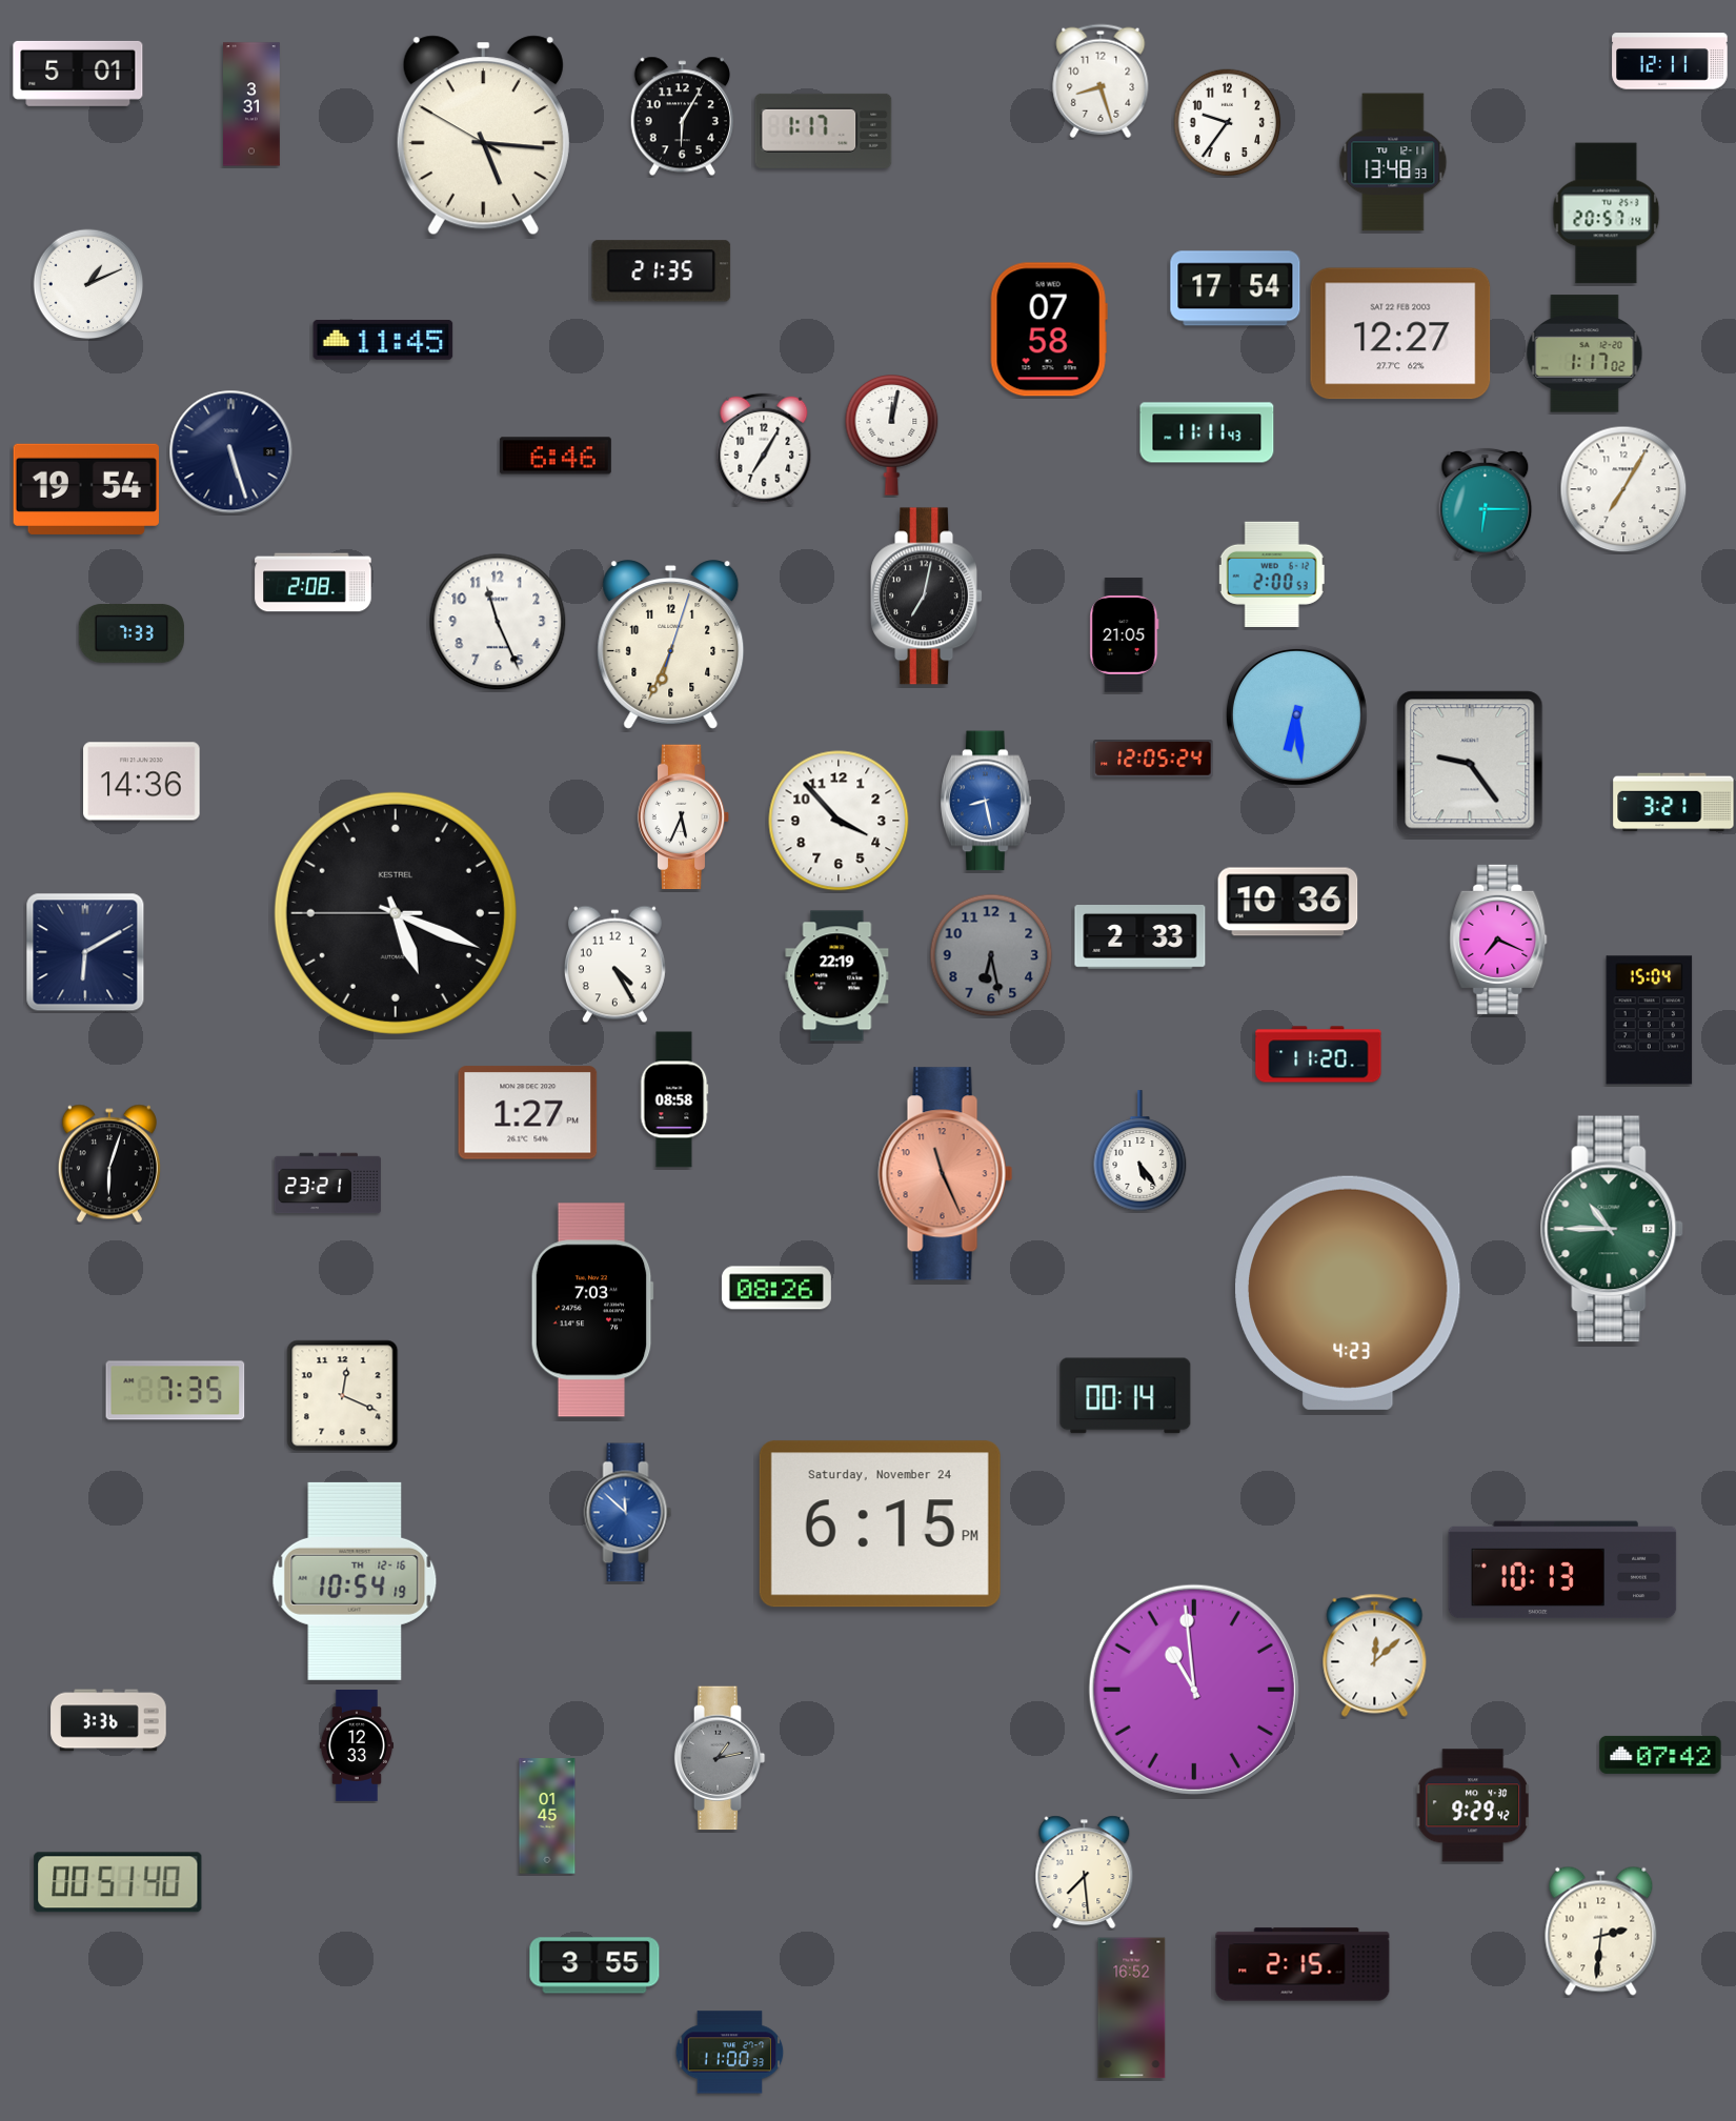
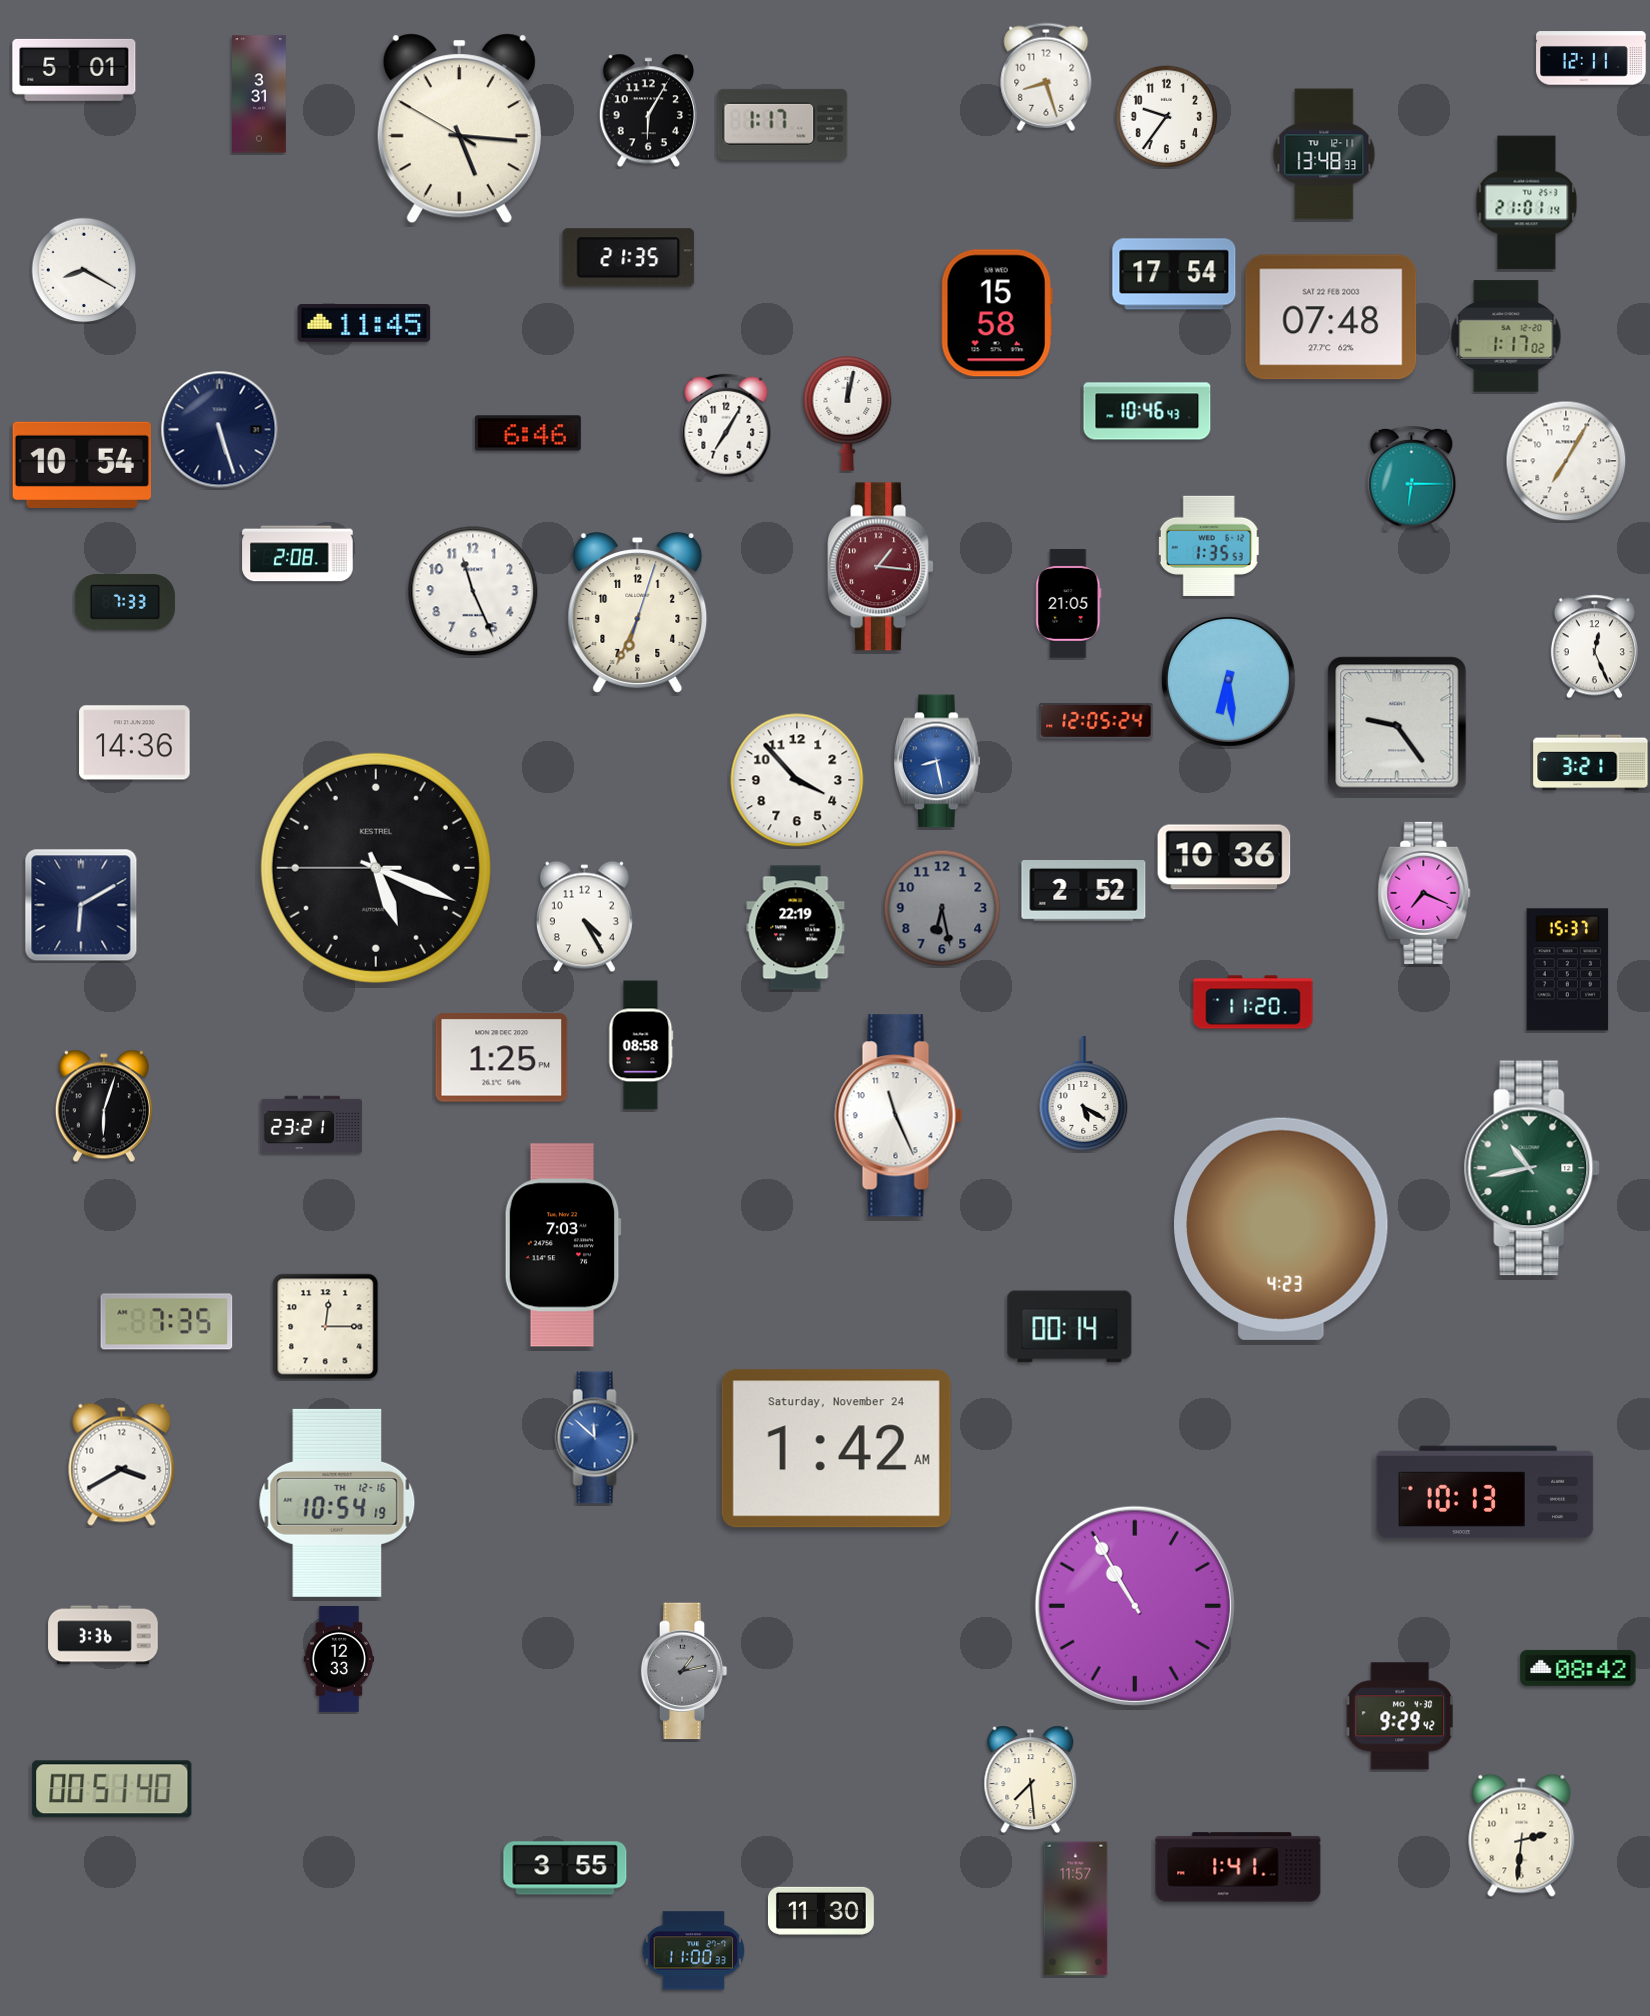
clock at (1670, 61) position: (1670, 61) -> (1591, 58)
clock at (253, 104) position: (253, 104) -> (260, 94)
clock at (1607, 214): 20:57 -> 21:01
clock at (88, 284): 1:11 -> 8:20
clock at (1049, 329): 07:58 -> 15:58
clock at (1400, 334): 12:27 -> 07:48
clock at (1207, 432): 11:11 -> 10:46
clock at (85, 489): 19:54 -> 10:54
clock at (1623, 489) position: (1623, 489) -> (1566, 461)
clock at (1272, 574): 2:00 -> 1:35
clock at (926, 597): 7:02 -> 1:16
clock at (926, 597) dial: black -> burgundy
clock at (1594, 647): none -> 12:26
clock at (1296, 714) position: (1296, 714) -> (1228, 679)
clock at (684, 817): 5:34 -> none
clock at (1140, 937): 2:33 -> 2:52
clock at (1650, 1021): 15:04 -> 15:37
clock at (528, 1113): 1:27 -> 1:25
clock at (1140, 1151): 5:24 -> 5:20
clock at (946, 1174) dial: salmon -> white
clock at (1612, 1229): 10:45 -> 10:43
clock at (776, 1288): 08:26 -> none
clock at (343, 1396): 12:19 -> 12:15
clock at (880, 1524): 6:15 -> 1:42
clock at (122, 1464): none -> 3:40
clock at (1375, 1655): 12:08 -> none
clock at (1194, 1690): 10:59 -> 10:55
clock at (1660, 1755): 07:42 -> 08:42
clock at (547, 1816): 01:45 -> none
clock at (1303, 1964): 2:15 -> 1:41
clock at (1132, 2008): 16:52 -> 11:57
clock at (821, 1911): none -> 11:30
